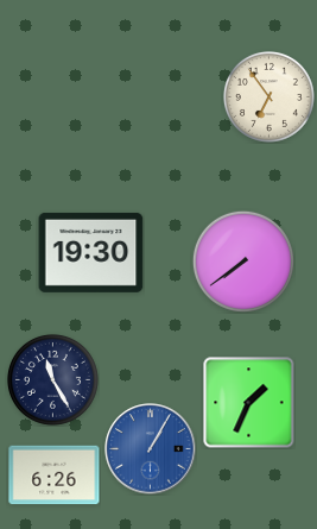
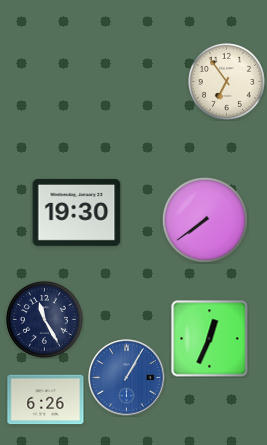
clock at (249, 403): 1:34 -> 12:34
